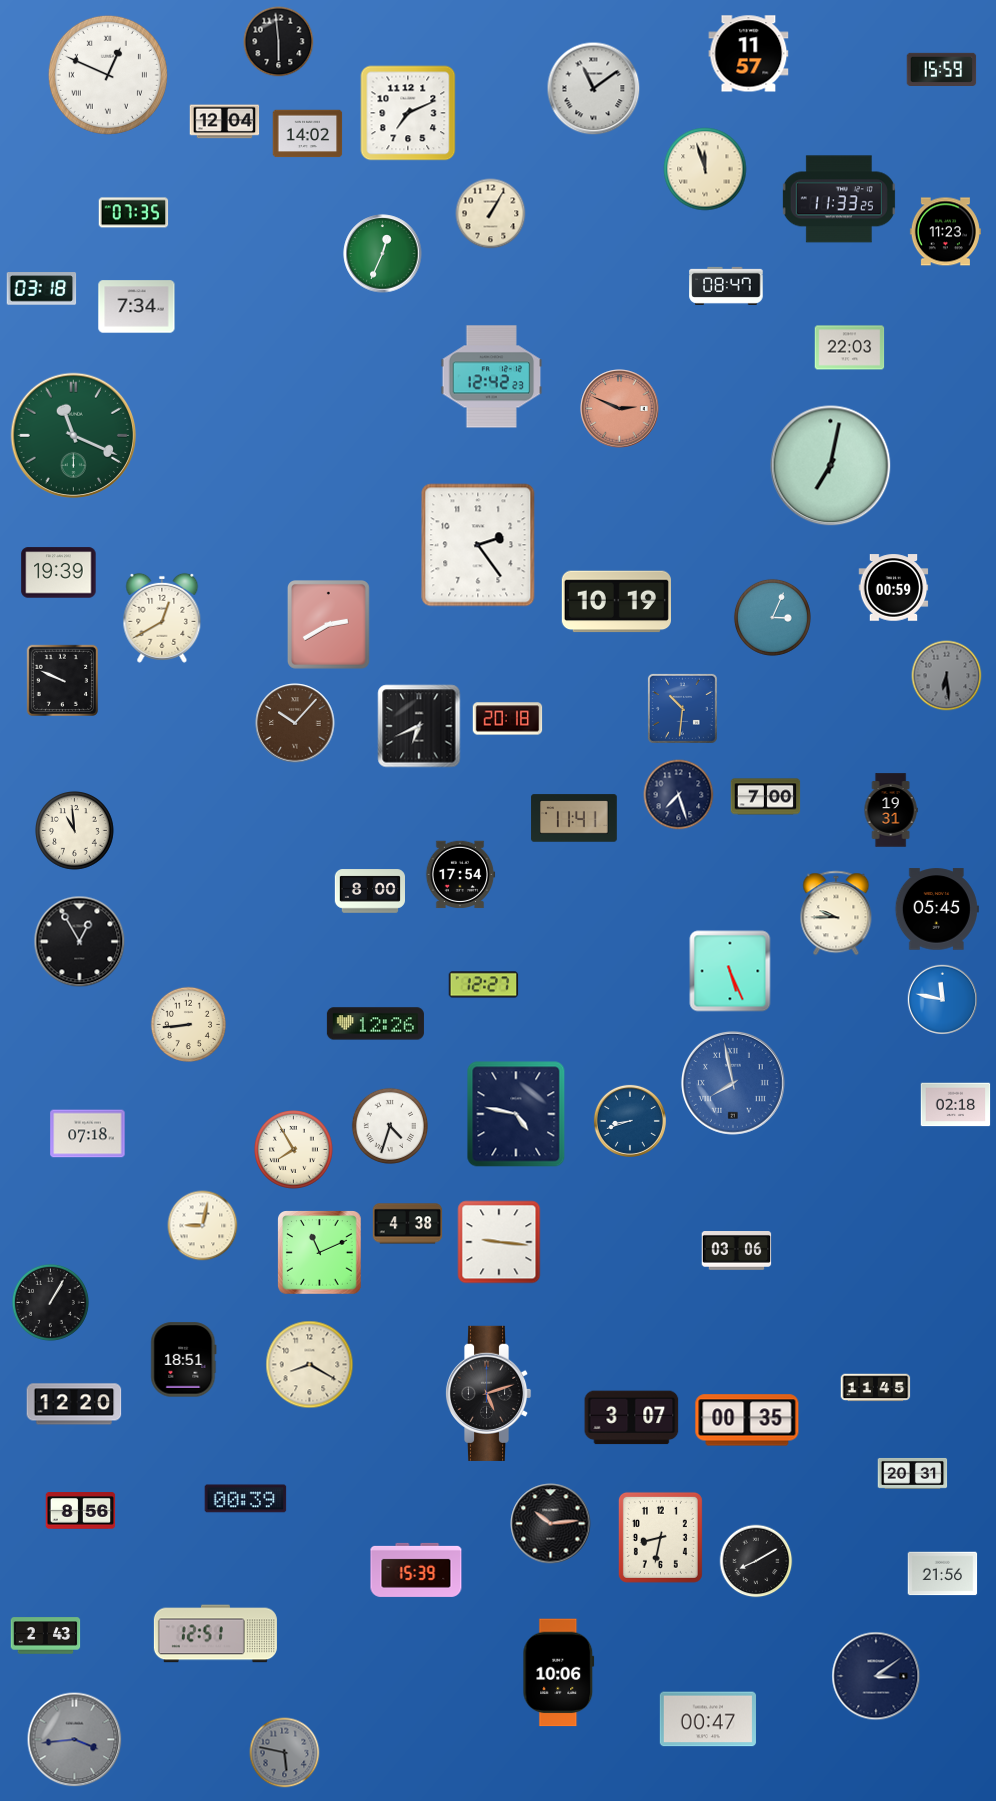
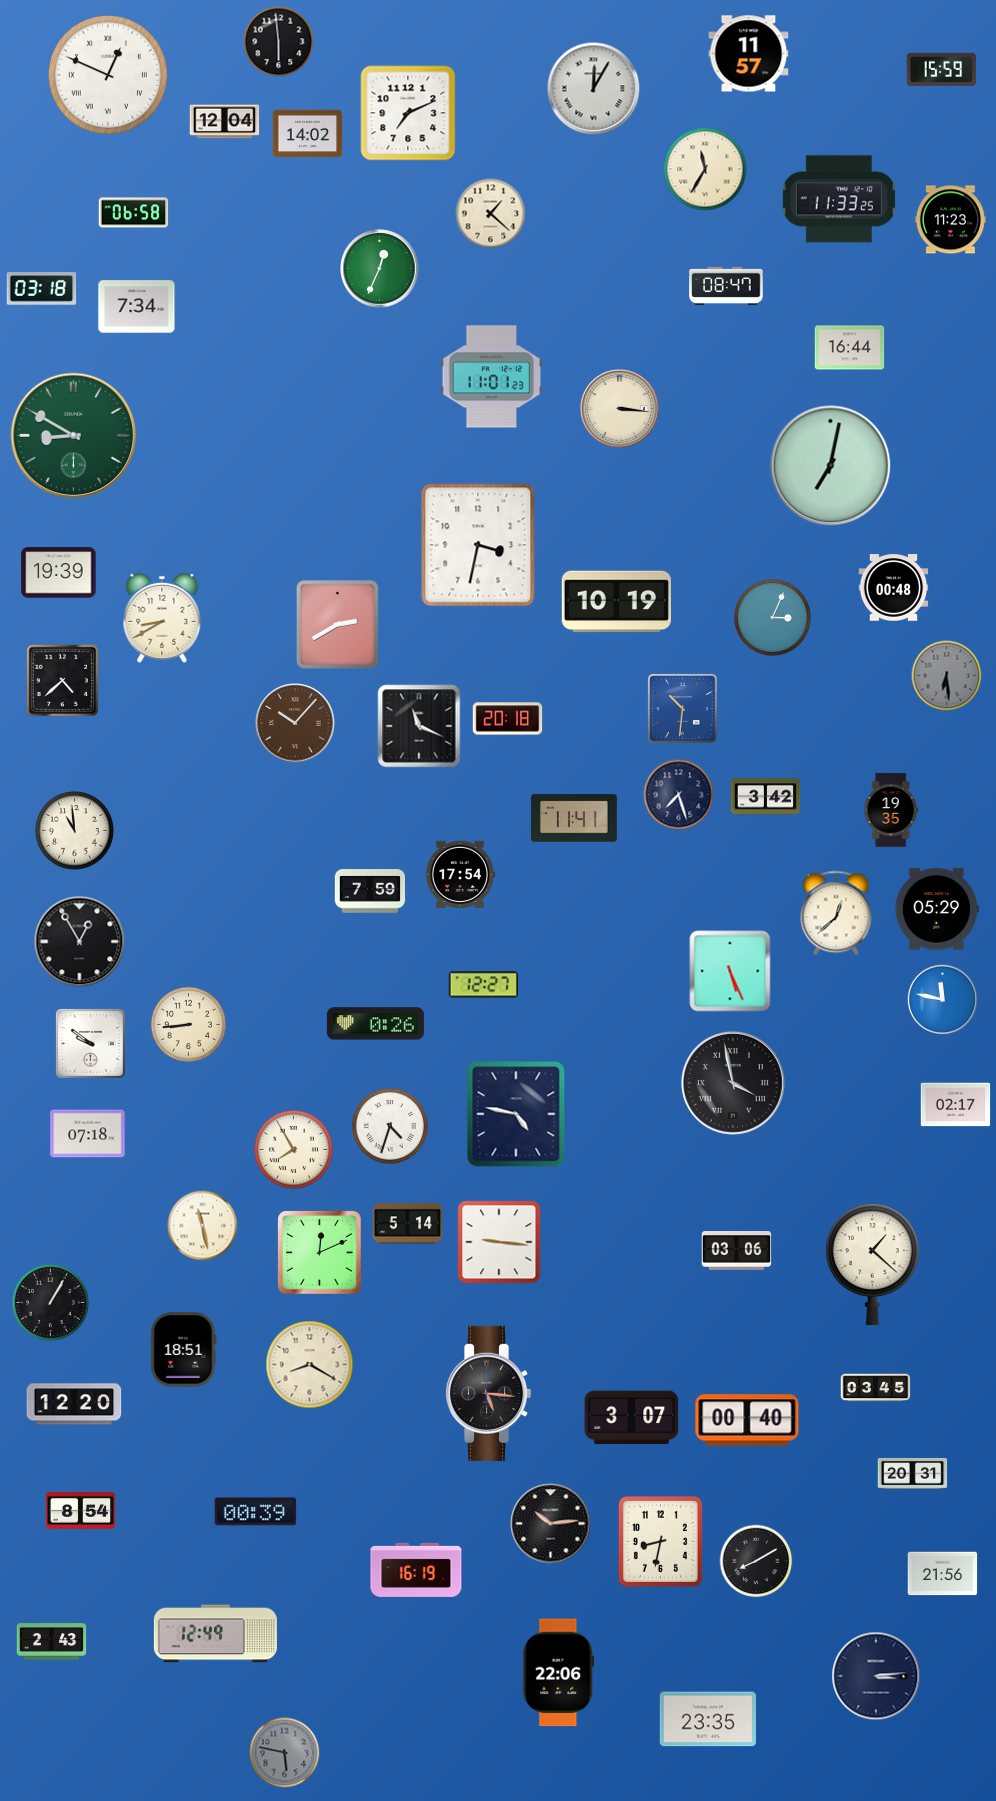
clock at (594, 89): 11:09 -> 12:05
clock at (705, 169): 11:57 -> 11:35
clock at (134, 213): 07:35 -> 06:58
clock at (491, 214): 1:05 -> 1:22
clock at (945, 232) position: (945, 232) -> (950, 220)
clock at (383, 254) position: (383, 254) -> (380, 269)
clock at (850, 348): 22:03 -> 16:44
clock at (492, 377): 12:42 -> 11:01
clock at (620, 409): 2:49 -> 3:16
clock at (620, 409) dial: salmon -> cream
clock at (74, 436): 11:19 -> 8:50
clock at (478, 545): 2:24 -> 3:32
clock at (894, 588): 00:59 -> 00:48
clock at (162, 618): 12:40 -> 8:40
clock at (329, 625) position: (329, 625) -> (338, 625)
clock at (62, 680): 9:49 -> 4:38
clock at (419, 726): 6:41 -> 11:19
clock at (766, 797): 7:00 -> 3:42
clock at (891, 810): 19:31 -> 19:35
clock at (369, 891): 8:00 -> 7:59
clock at (937, 909): 05:45 -> 05:29
clock at (836, 913): 9:45 -> 12:38
clock at (375, 1024): 12:26 -> 0:26
clock at (90, 1043): none -> 9:51
clock at (733, 1083): 7:58 -> 3:58
clock at (733, 1083) dial: blue -> black
clock at (956, 1105): 02:18 -> 02:17
clock at (630, 1121): 8:42 -> none
clock at (408, 1224): 4:38 -> 5:14
clock at (203, 1226): 9:02 -> 11:28
clock at (320, 1253): 11:11 -> 12:11
clock at (872, 1265): none -> 1:22
clock at (184, 1360) position: (184, 1360) -> (184, 1350)
clock at (876, 1388): 11:45 -> 03:45
clock at (488, 1393): 5:12 -> 5:16
clock at (747, 1420): 00:35 -> 00:40
clock at (246, 1499) position: (246, 1499) -> (256, 1512)
clock at (81, 1511): 8:56 -> 8:54
clock at (660, 1537) position: (660, 1537) -> (660, 1541)
clock at (416, 1570): 15:39 -> 16:19
clock at (215, 1634): 12:51 -> 12:49
clock at (46, 1636) position: (46, 1636) -> (52, 1642)
clock at (559, 1673): 10:06 -> 22:06
clock at (876, 1676): 3:09 -> 3:14
clock at (708, 1719): 00:47 -> 23:35
clock at (75, 1740): 3:44 -> none
